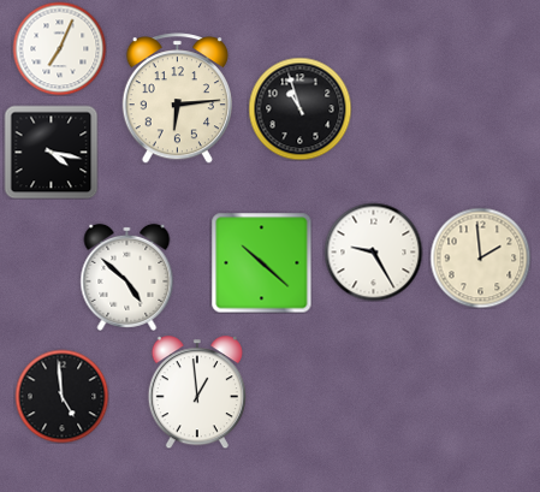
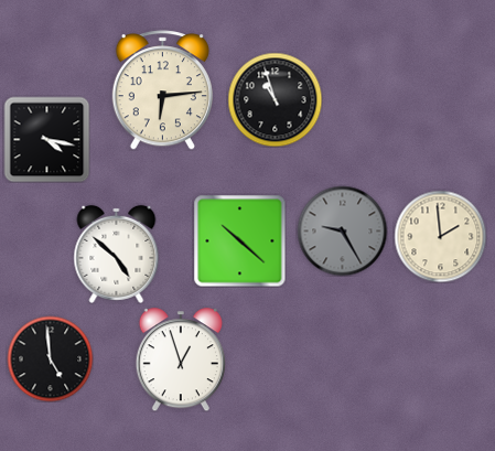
clock at (59, 48): 7:04 -> none
clock at (373, 251) dial: white -> grey
clock at (197, 392): 12:59 -> 12:57
clock at (61, 396) position: (61, 396) -> (50, 358)
